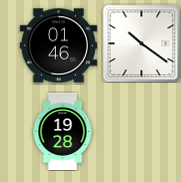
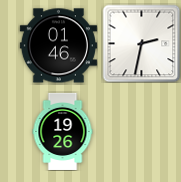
clock at (141, 43): 10:21 -> 2:32
clock at (63, 131): 19:28 -> 19:26
